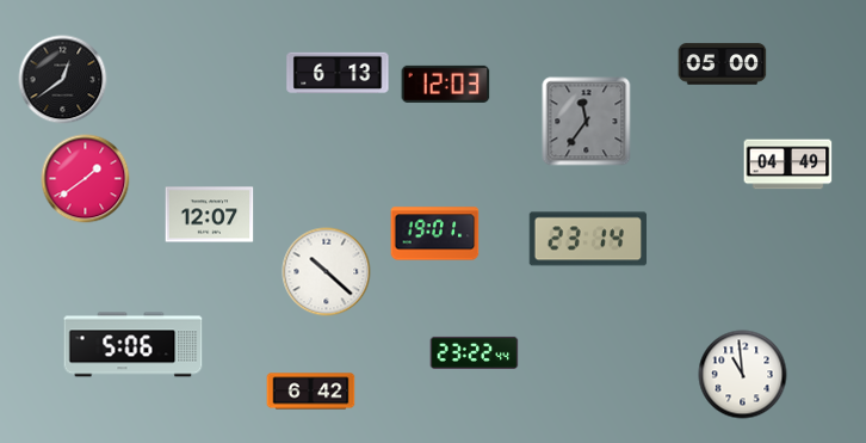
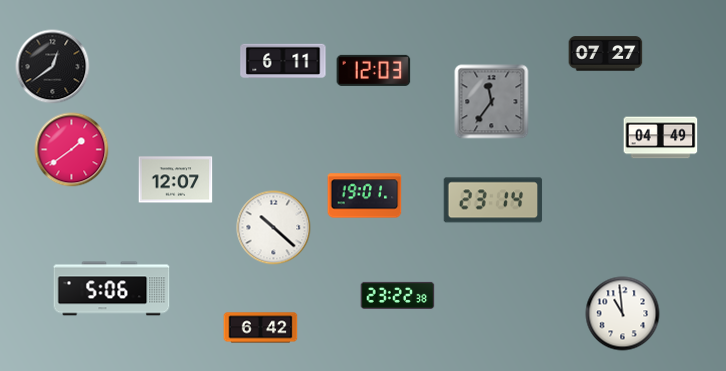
clock at (723, 64): 05:00 -> 07:27
clock at (338, 73): 6:13 -> 6:11
clock at (475, 352): 23:22:44 -> 23:22:38
